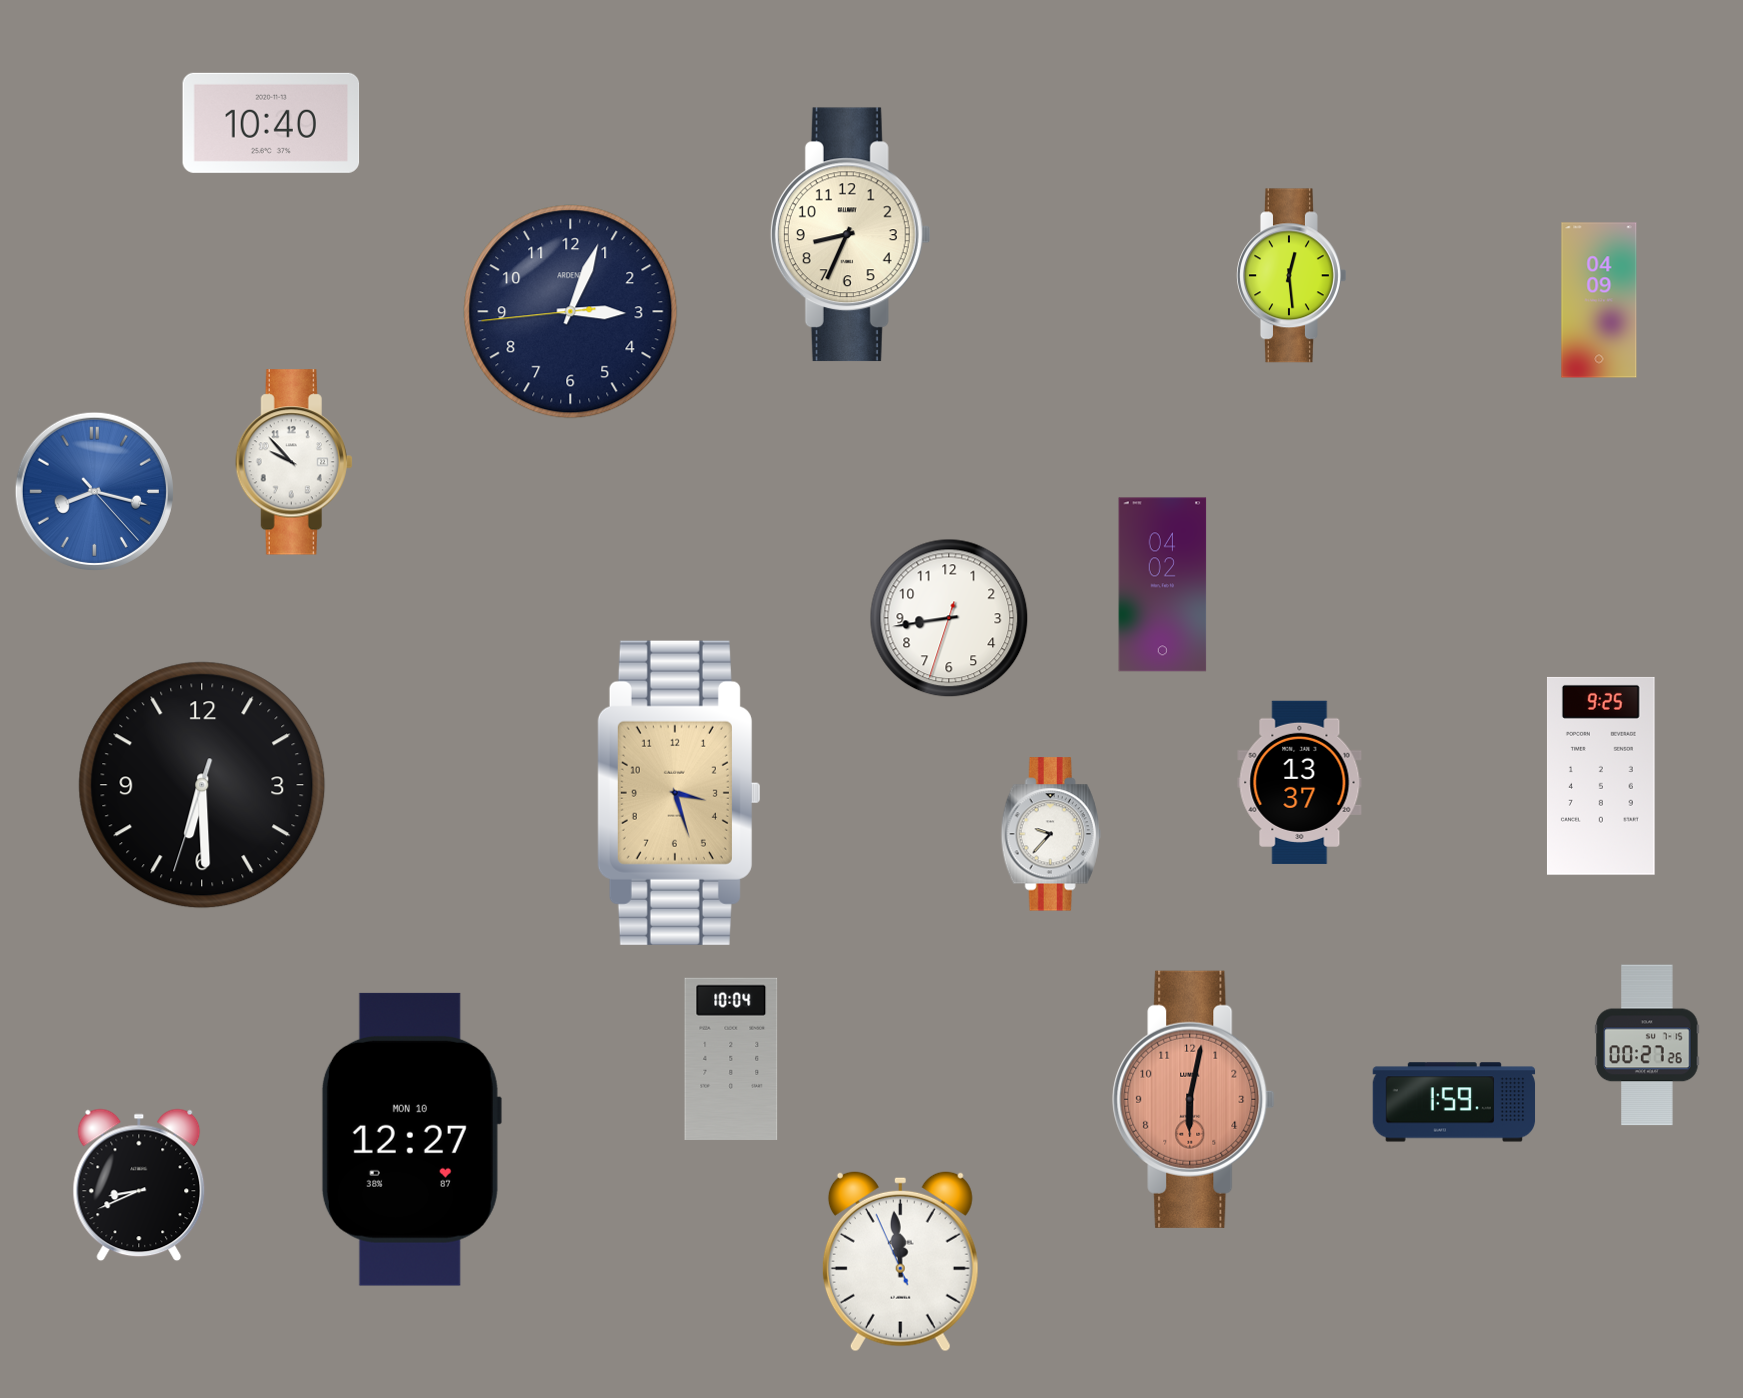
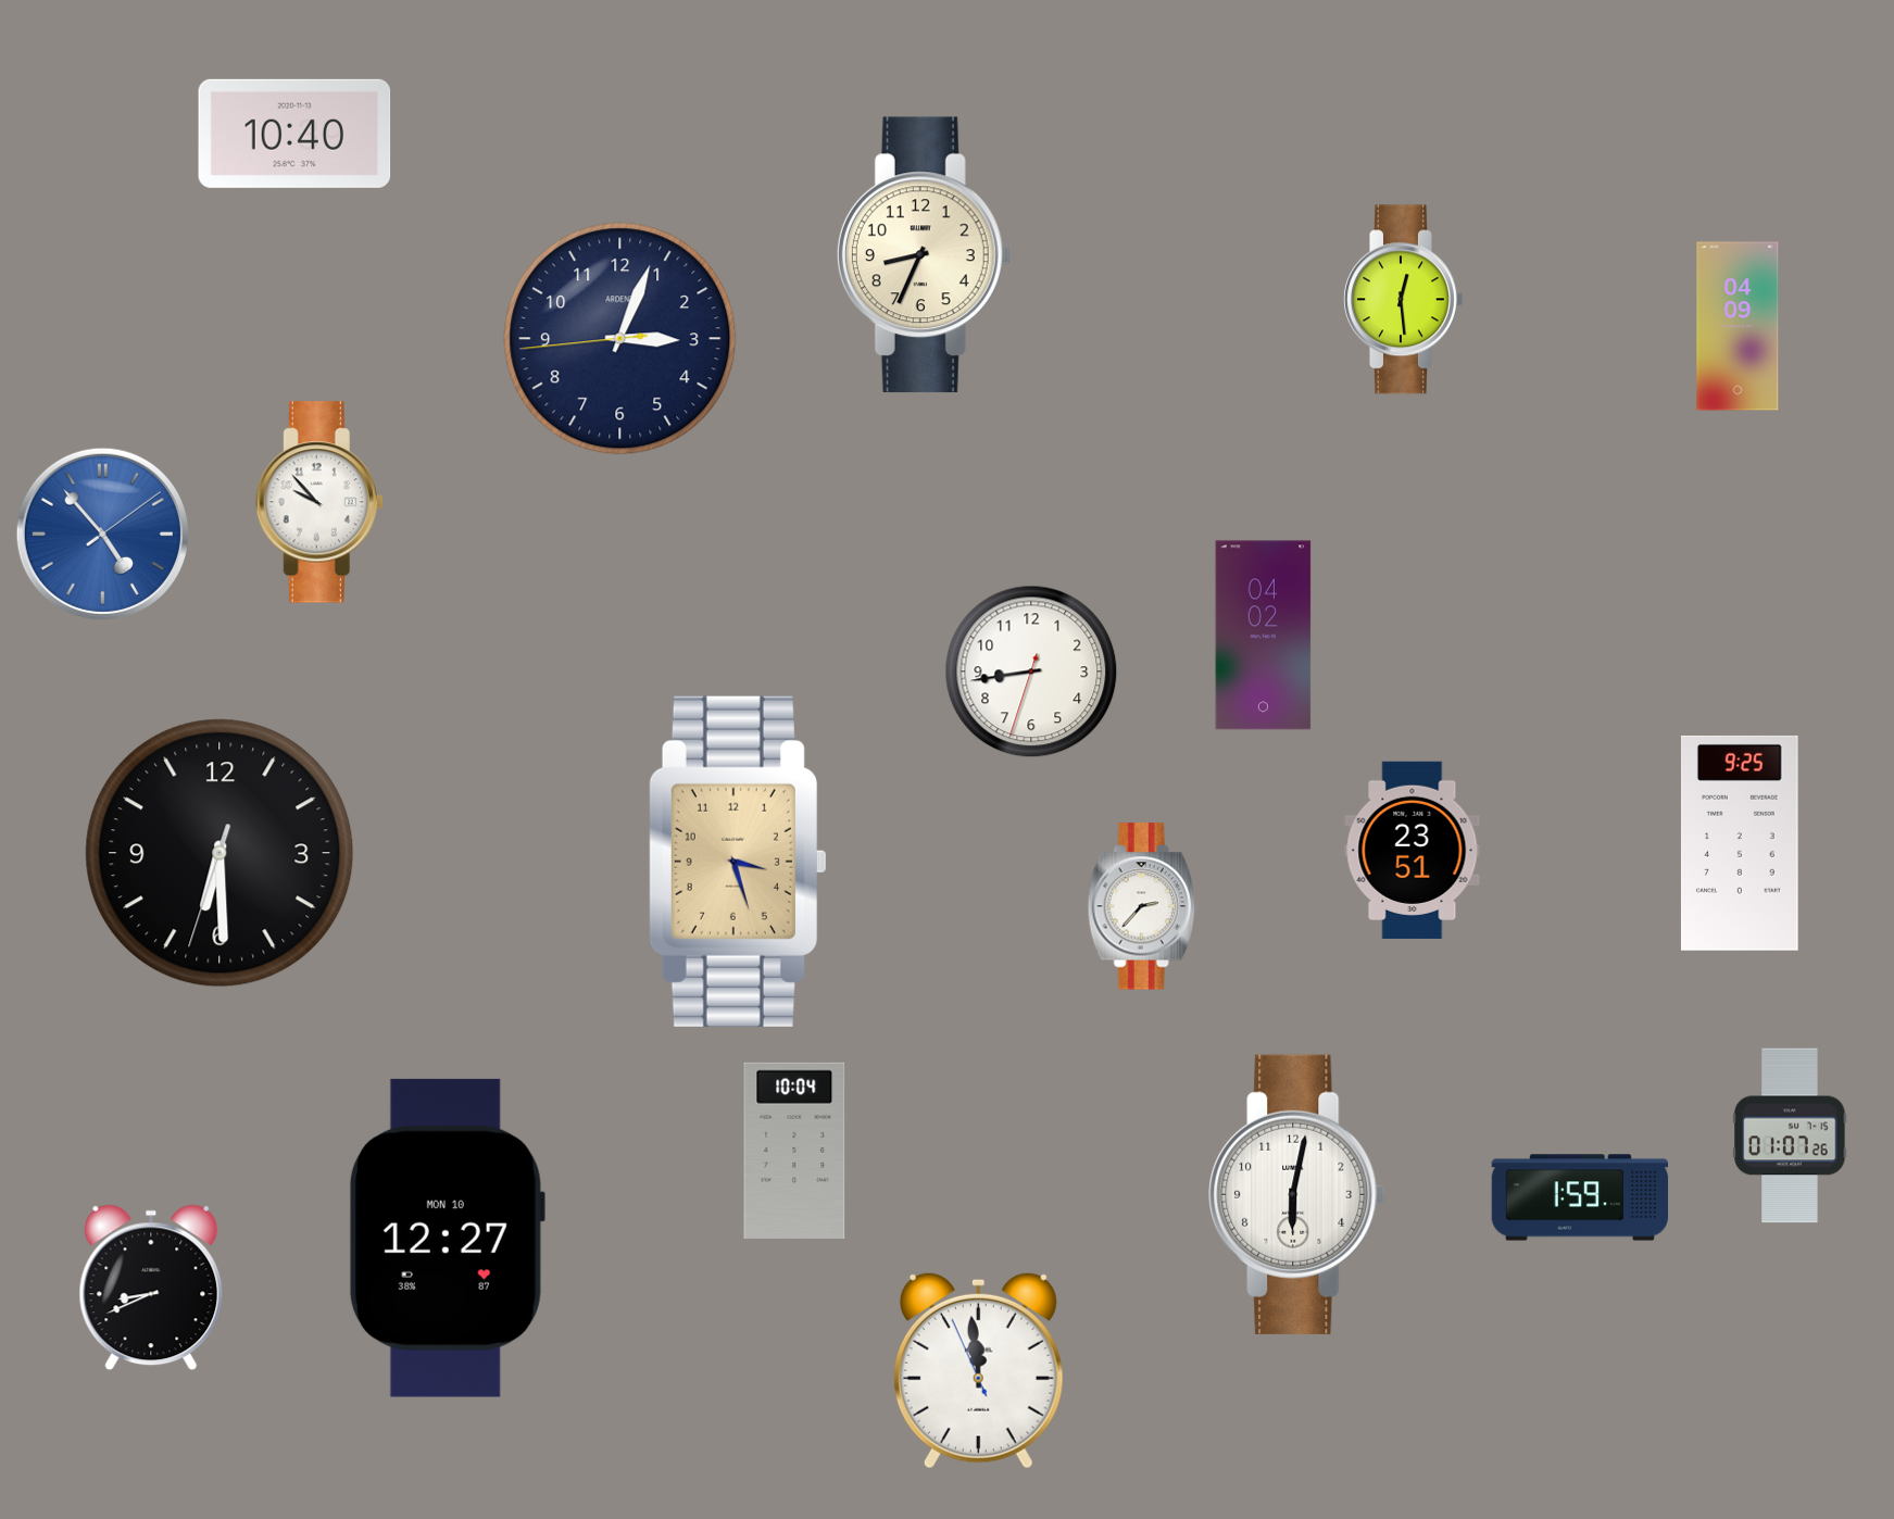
clock at (94, 491): 8:17 -> 4:53
clock at (1300, 782): 13:37 -> 23:51
clock at (1051, 834): 9:37 -> 2:37
clock at (1647, 1045): 00:27 -> 01:07
clock at (1194, 1099) dial: salmon -> white
